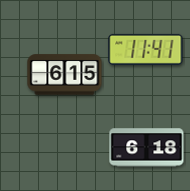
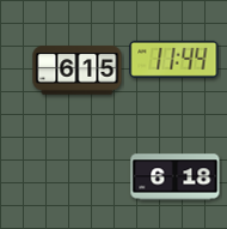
clock at (146, 49): 11:41 -> 11:44
clock at (65, 75) position: (65, 75) -> (78, 71)
